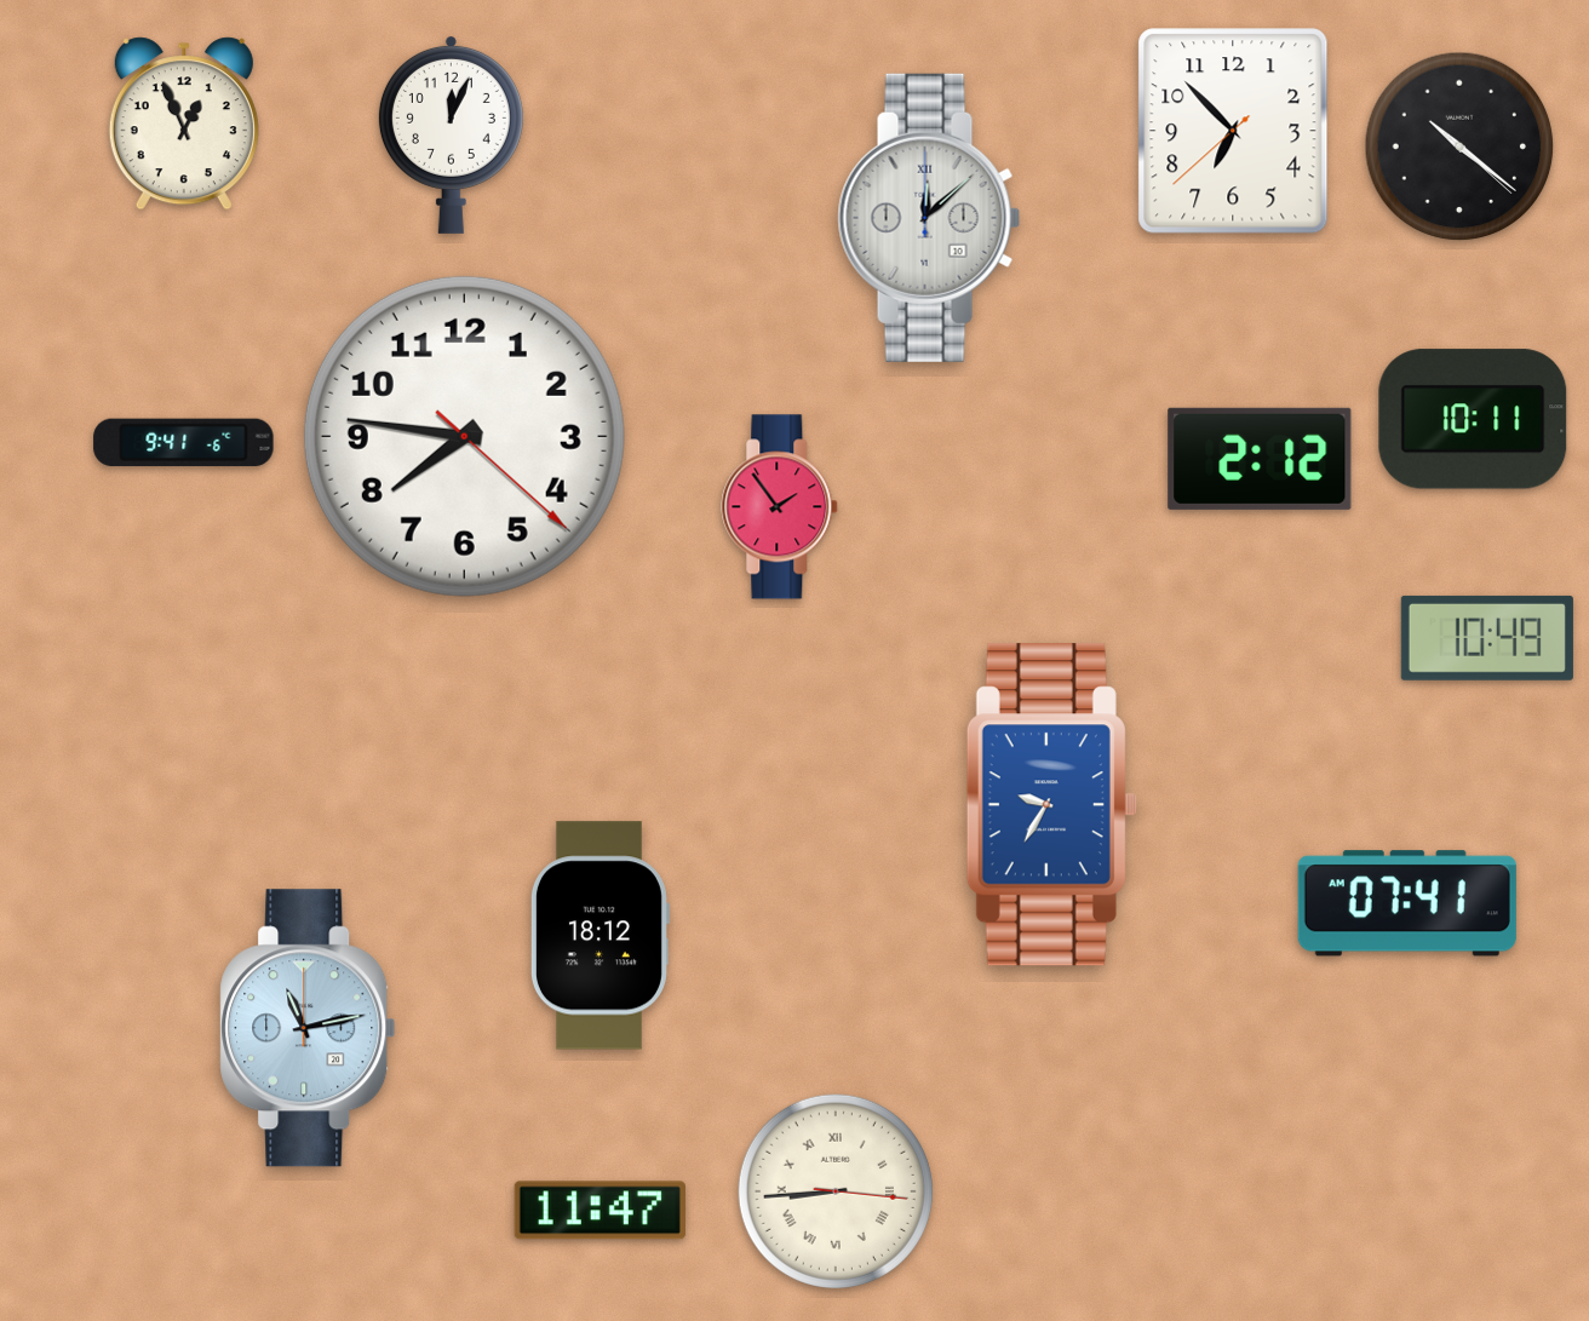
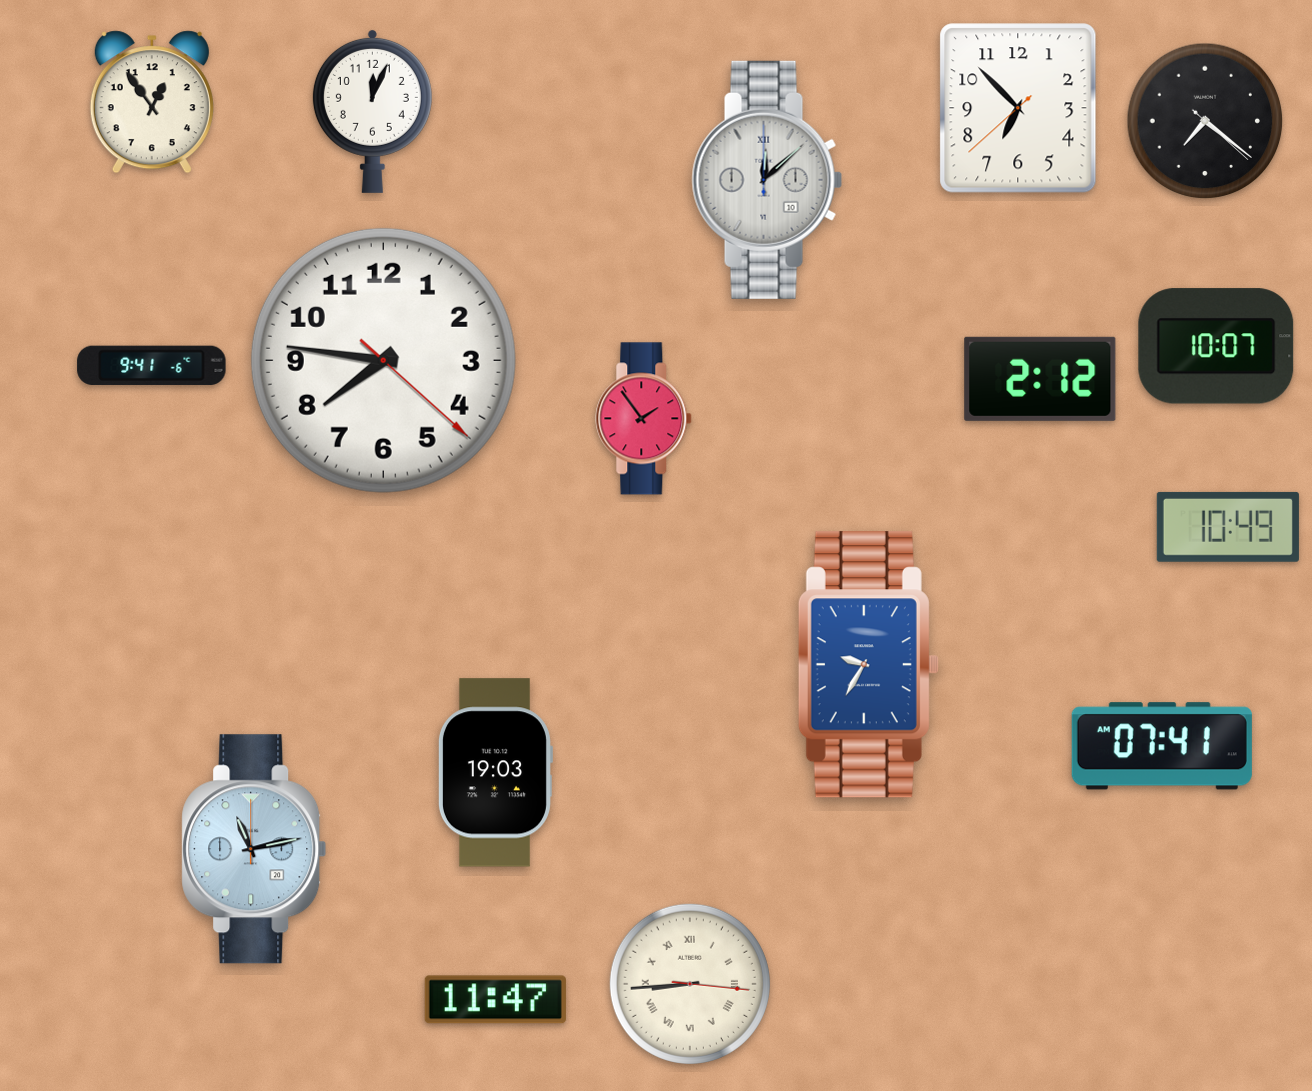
clock at (184, 124): 12:56 -> 12:54
clock at (1459, 147): 10:21 -> 7:21
clock at (1473, 419): 10:11 -> 10:07
clock at (600, 936): 18:12 -> 19:03
